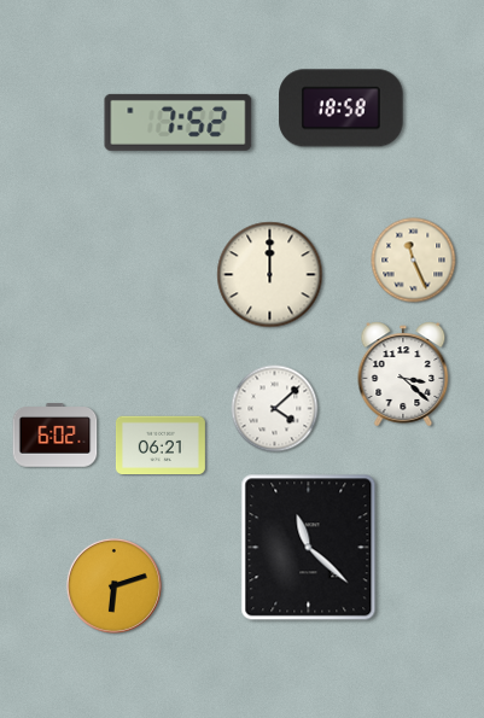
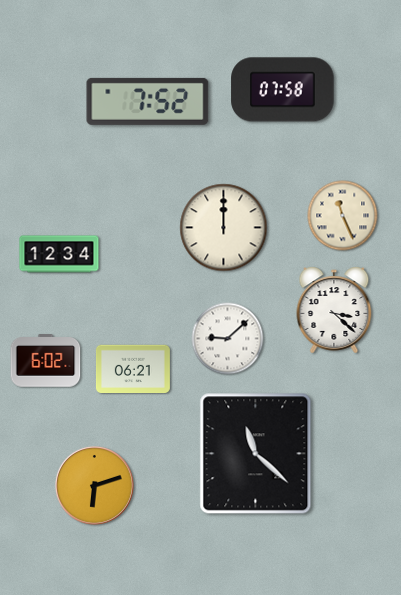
clock at (342, 109): 18:58 -> 07:58
clock at (59, 254): none -> 12:34
clock at (275, 409): 4:08 -> 9:08
